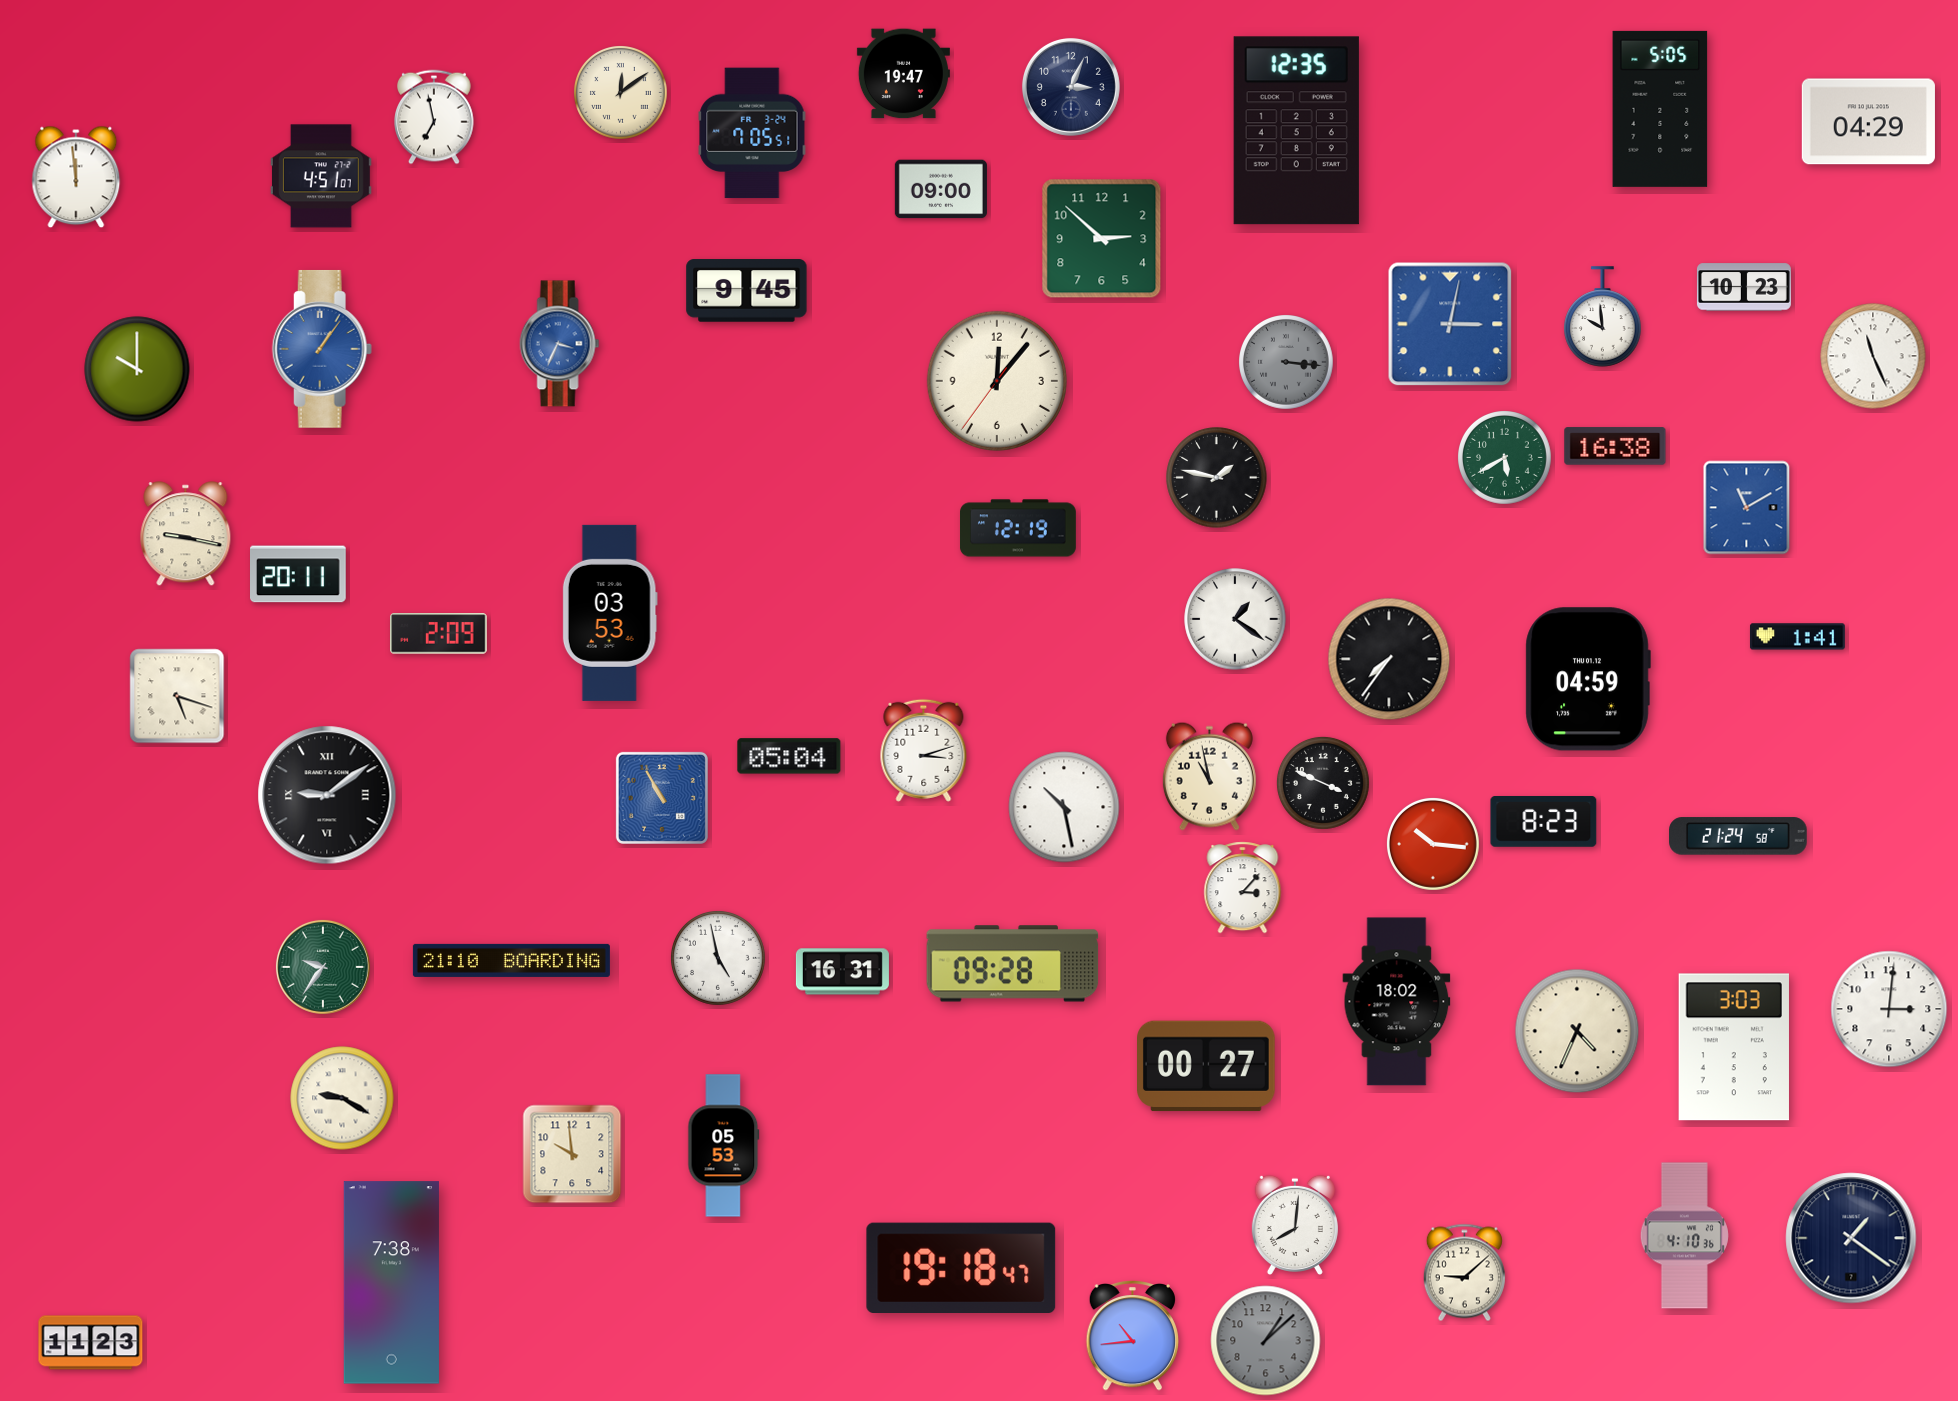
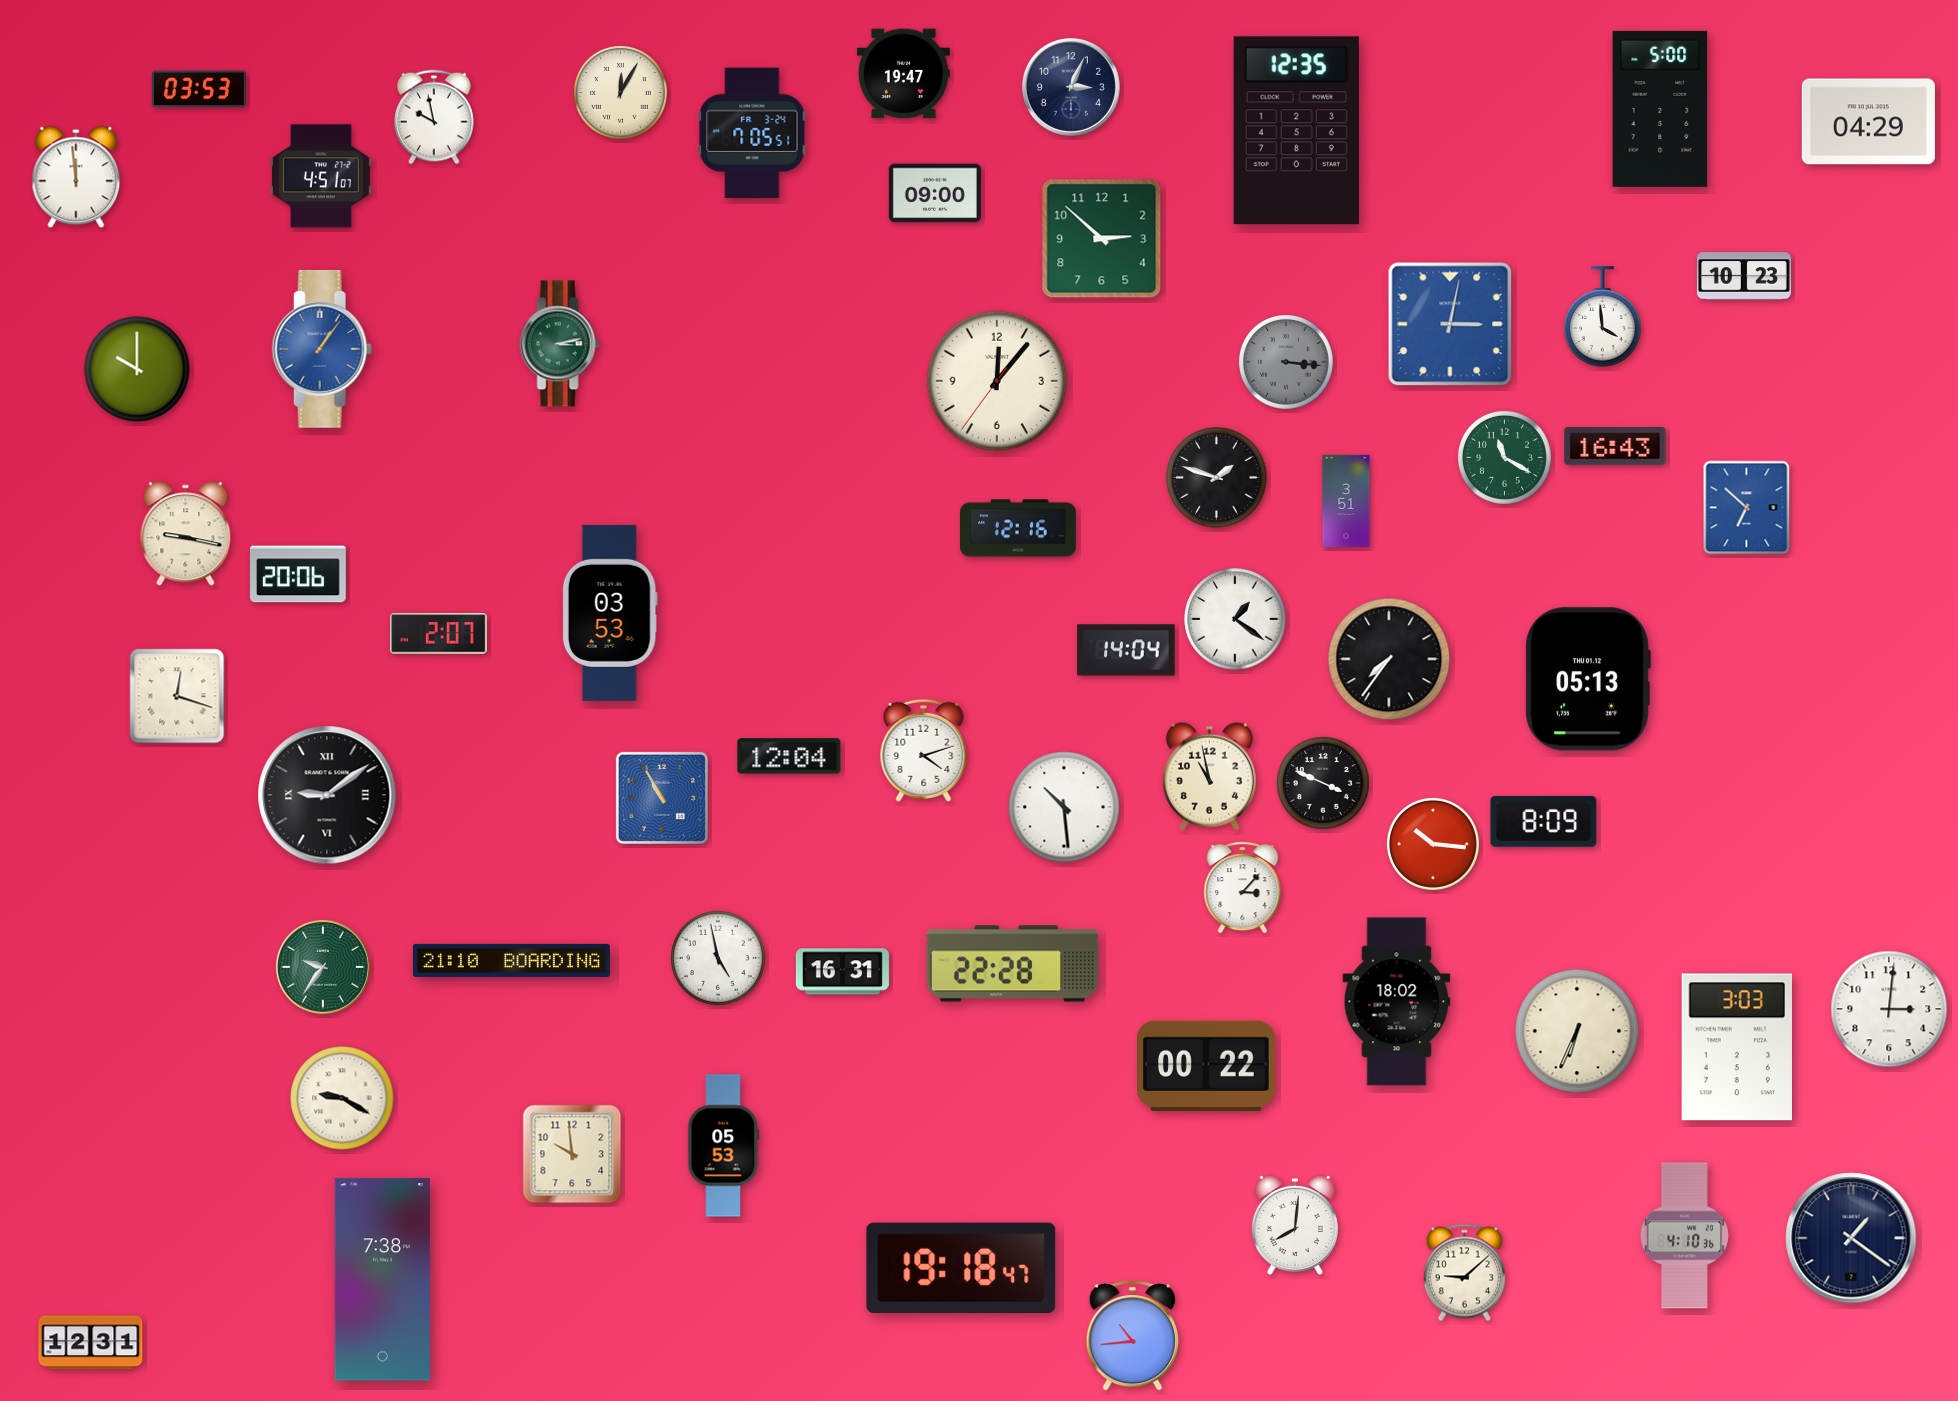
clock at (199, 89): none -> 03:53
clock at (621, 93): 12:09 -> 12:05
clock at (1660, 109): 5:05 -> 5:00
clock at (435, 117): 6:58 -> 9:58
clock at (941, 189) position: (941, 189) -> (935, 193)
clock at (1744, 287) position: (1744, 287) -> (1744, 276)
clock at (747, 291): 9:45 -> none
clock at (1603, 317): 9:59 -> 3:59
clock at (560, 344): 3:34 -> 3:13
clock at (560, 344) dial: blue -> green
clock at (1873, 356): 11:26 -> none
clock at (1615, 446): 16:38 -> 16:43
clock at (1505, 458): 5:40 -> 11:20
clock at (1217, 478): 1:47 -> 1:48
clock at (1346, 501): none -> 3:51
clock at (1747, 508): 11:10 -> 6:52
clock at (1019, 528): 12:19 -> 12:16
clock at (299, 574): 20:11 -> 20:06
clock at (439, 634): 2:09 -> 2:07
clock at (1797, 637): 1:41 -> none
clock at (1126, 650): none -> 14:04
clock at (1588, 679): 04:59 -> 05:13
clock at (177, 696): 5:18 -> 12:18
clock at (924, 750): 3:12 -> 4:12
clock at (789, 756): 05:04 -> 12:04
clock at (1064, 807): 10:28 -> 10:29
clock at (1544, 822): 8:23 -> 8:09
clock at (1738, 836): 21:24 -> none
clock at (1013, 964): 09:28 -> 22:28
clock at (1577, 1031): 4:34 -> 6:34
clock at (1734, 1047) position: (1734, 1047) -> (1737, 1047)
clock at (1207, 1066): 00:27 -> 00:22
clock at (391, 1283) position: (391, 1283) -> (382, 1280)
clock at (1266, 1341): 1:08 -> none
clock at (91, 1343): 11:23 -> 12:31
